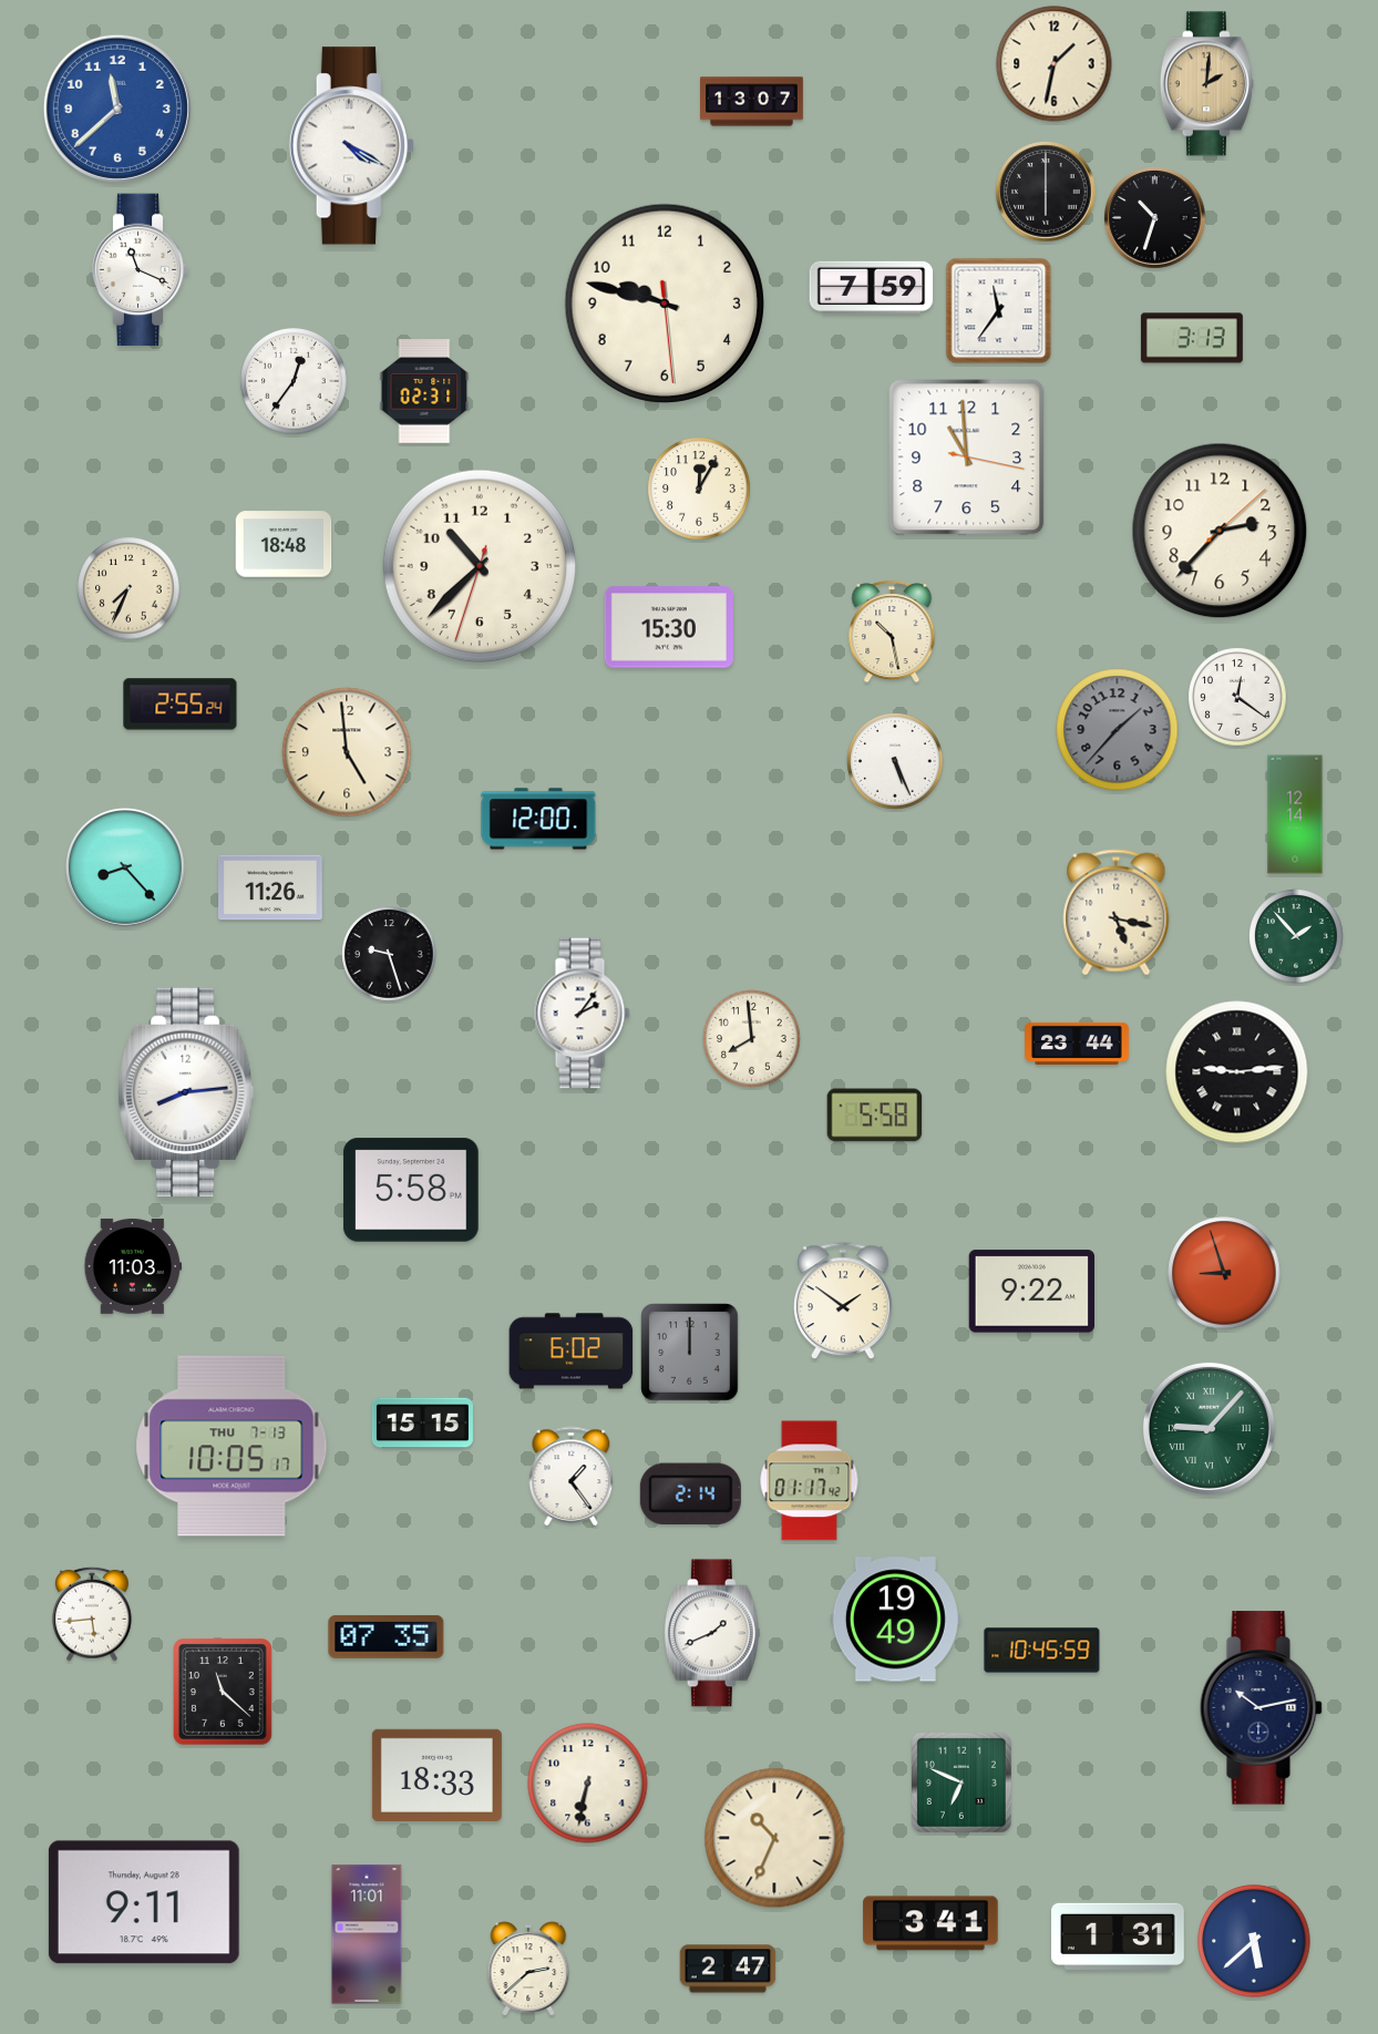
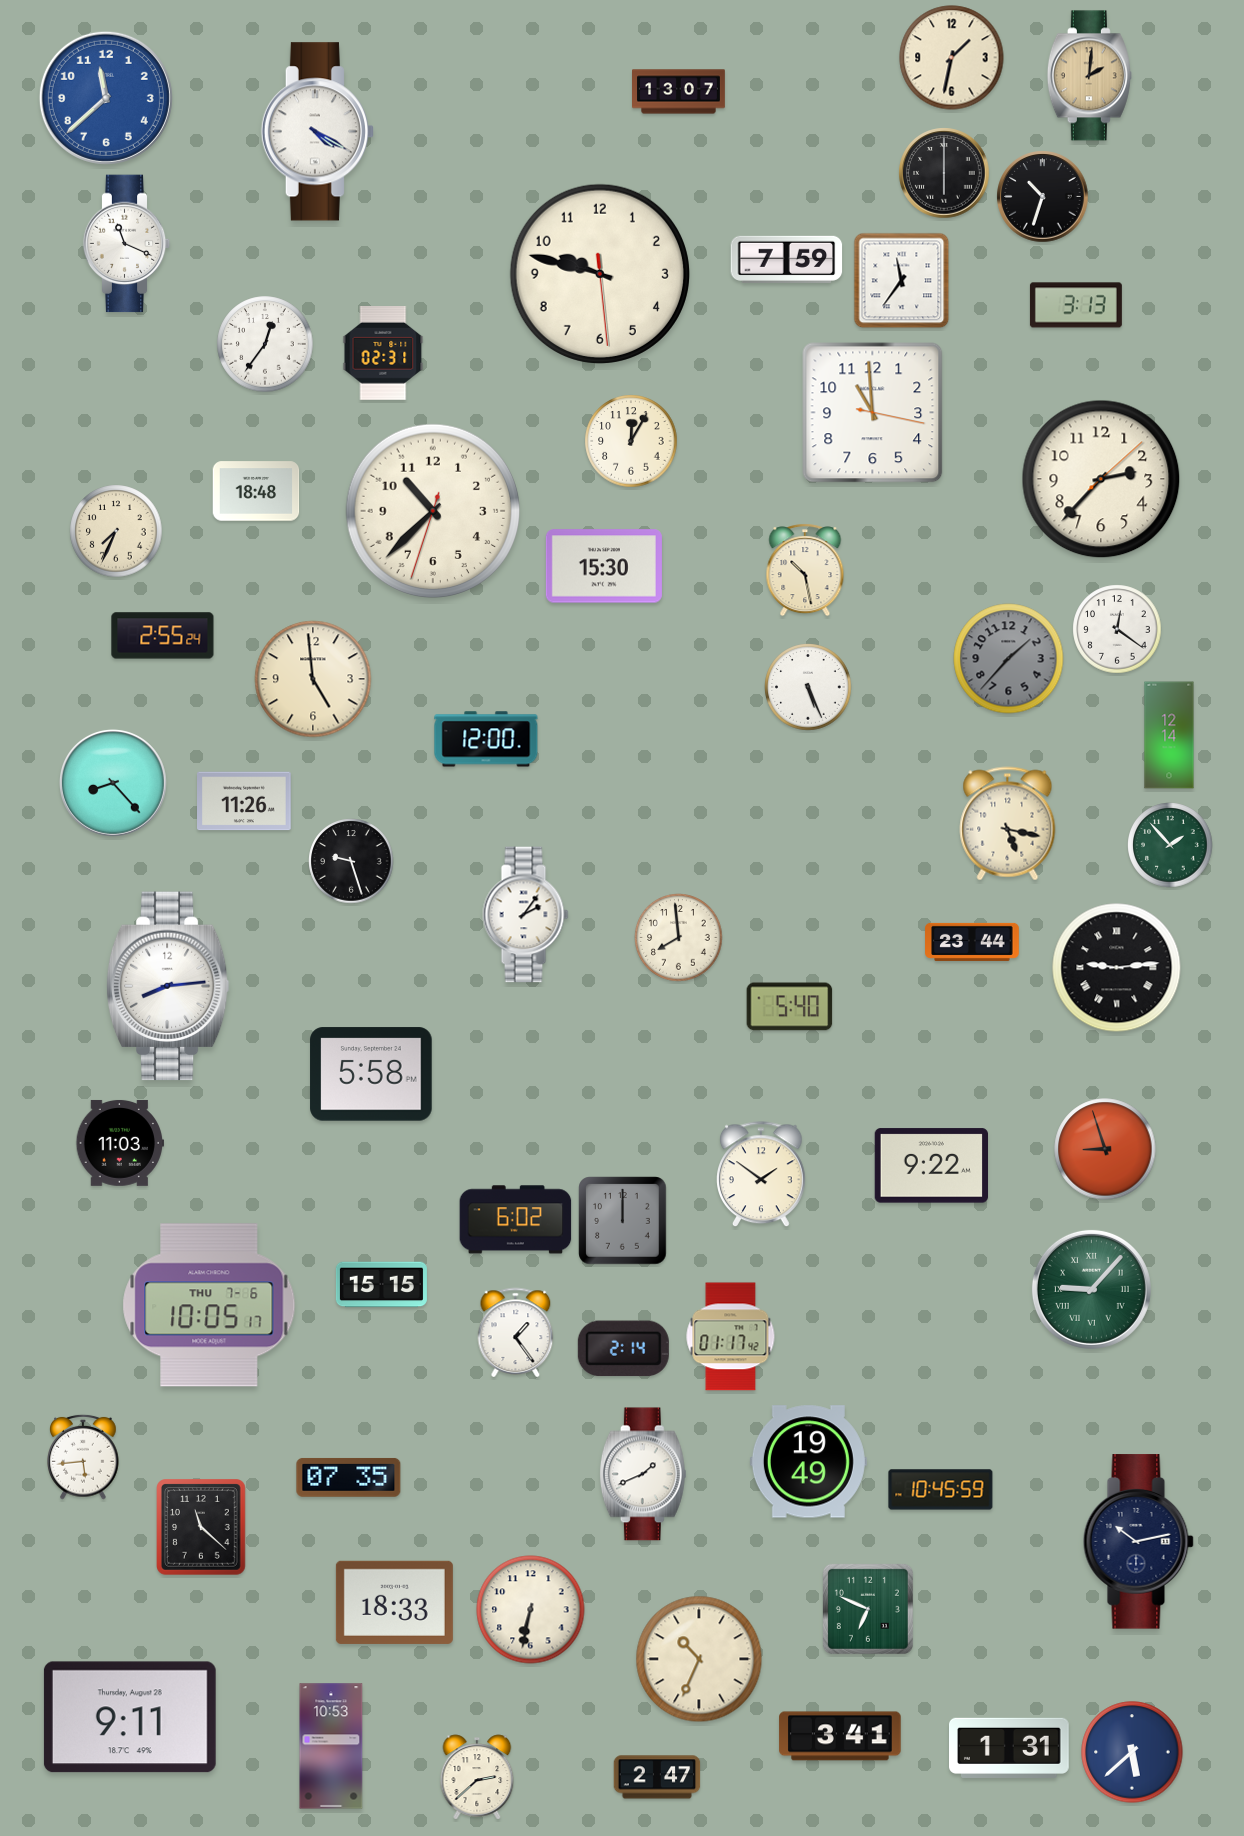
clock at (875, 1116): 5:58 -> 5:40
clock at (232, 1446) date: THU 7-13 -> THU 7-6
clock at (367, 1934): 11:01 -> 10:53
